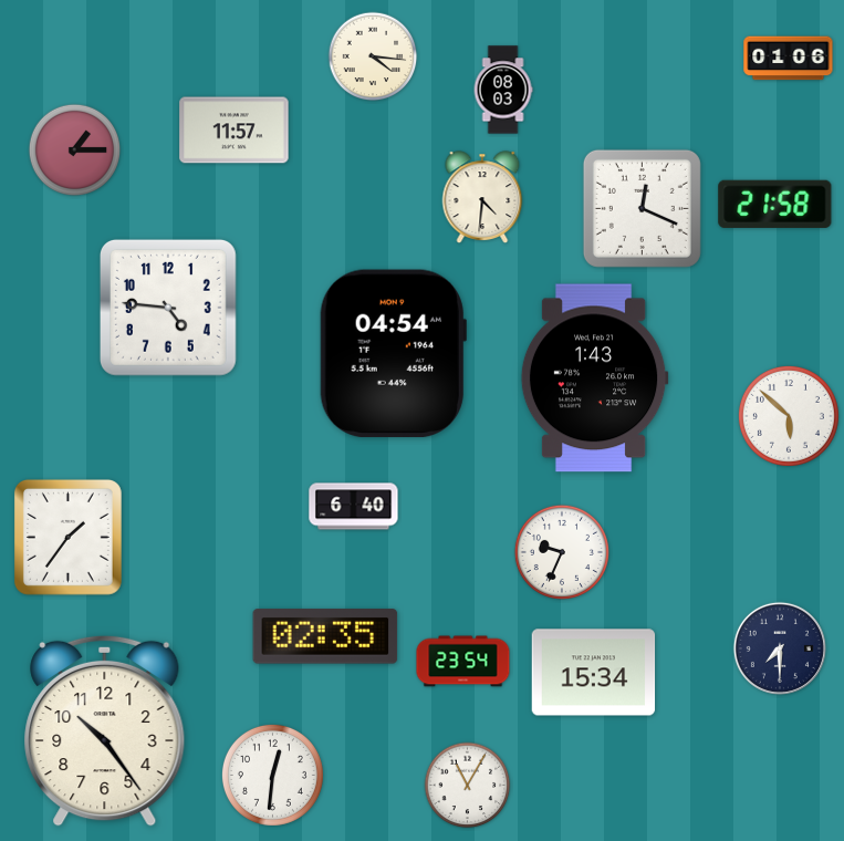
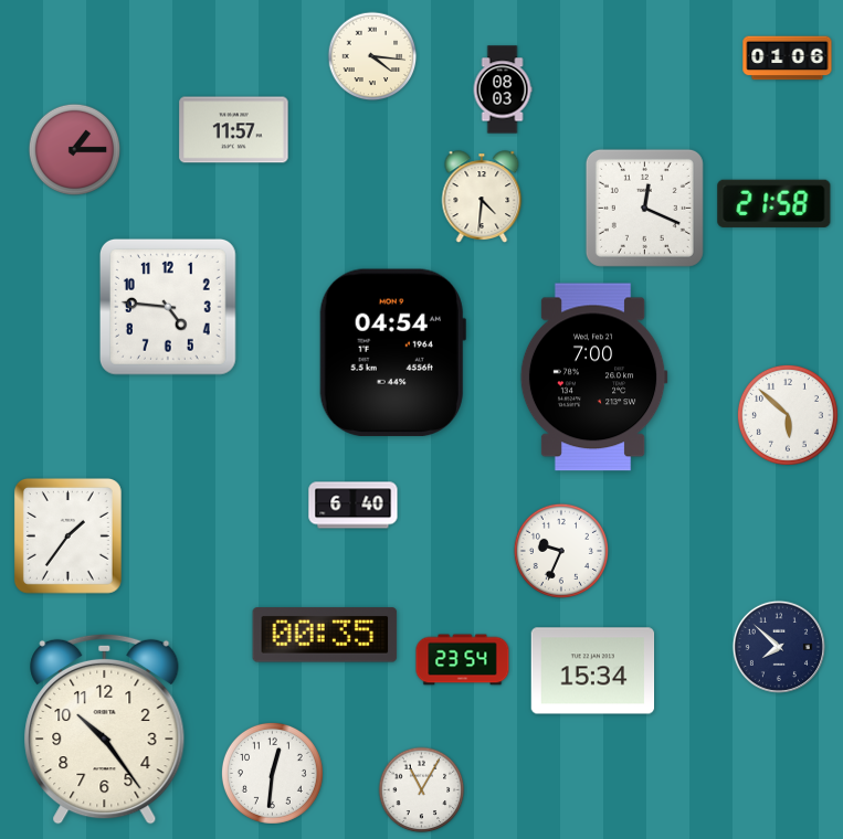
clock at (642, 208) position: (642, 208) -> (644, 208)
clock at (594, 378): 1:43 -> 7:00
clock at (325, 636): 02:35 -> 00:35
clock at (780, 648): 7:30 -> 7:52
clock at (468, 786) position: (468, 786) -> (422, 790)
